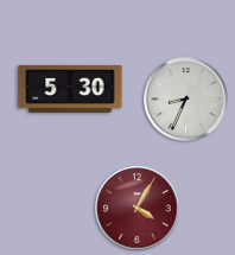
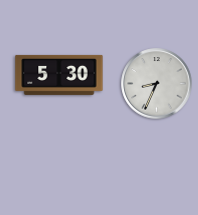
clock at (138, 209): 4:05 -> none
